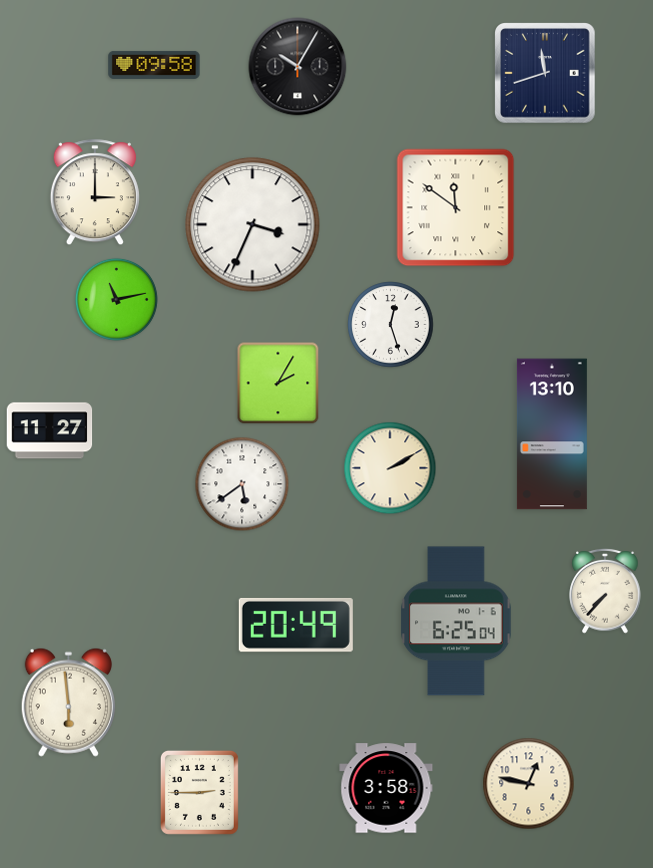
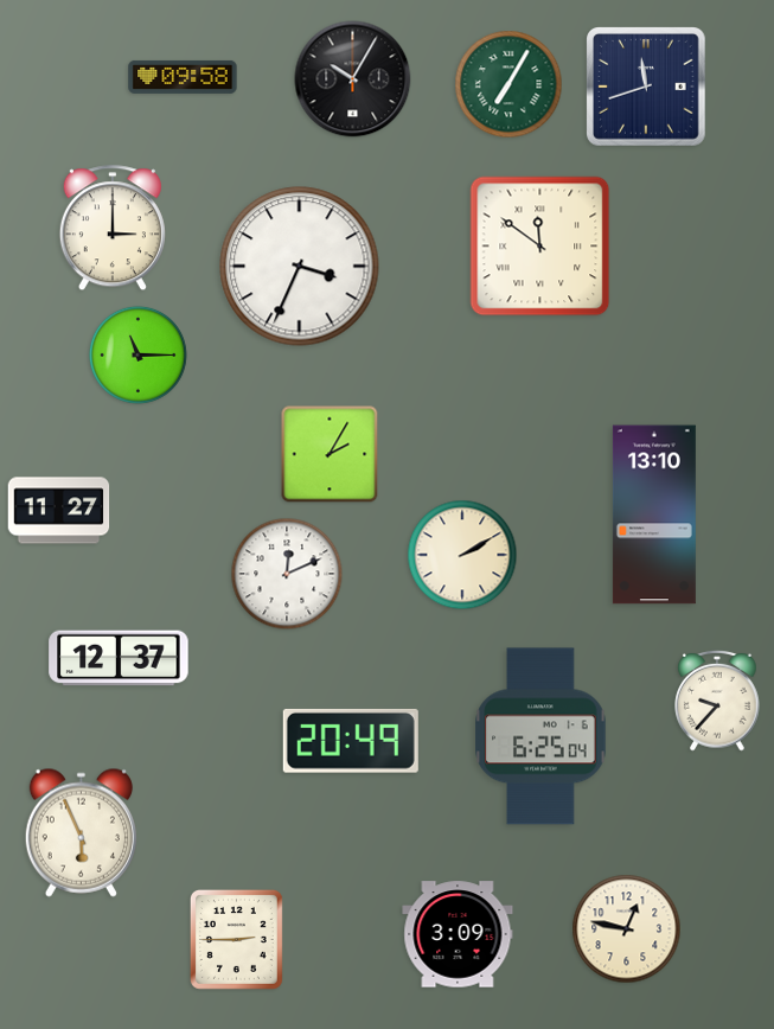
clock at (508, 84): none -> 7:05
clock at (116, 299): 11:13 -> 11:15
clock at (391, 325): 12:27 -> none
clock at (242, 484): 5:39 -> 12:11
clock at (119, 658): none -> 12:37
clock at (605, 591): 7:37 -> 9:37
clock at (68, 702): 5:59 -> 5:56
clock at (386, 788): 3:58 -> 3:09
